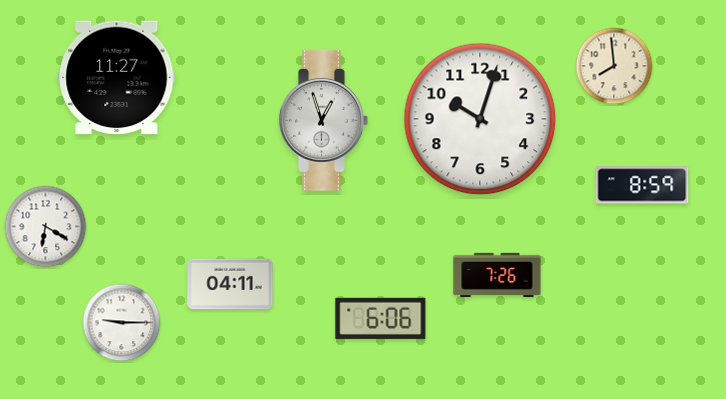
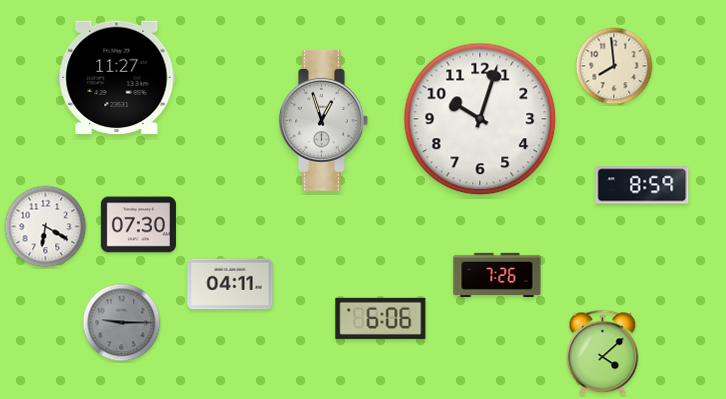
clock at (138, 225): none -> 07:30
clock at (122, 323) dial: white -> grey
clock at (603, 353): none -> 4:08
